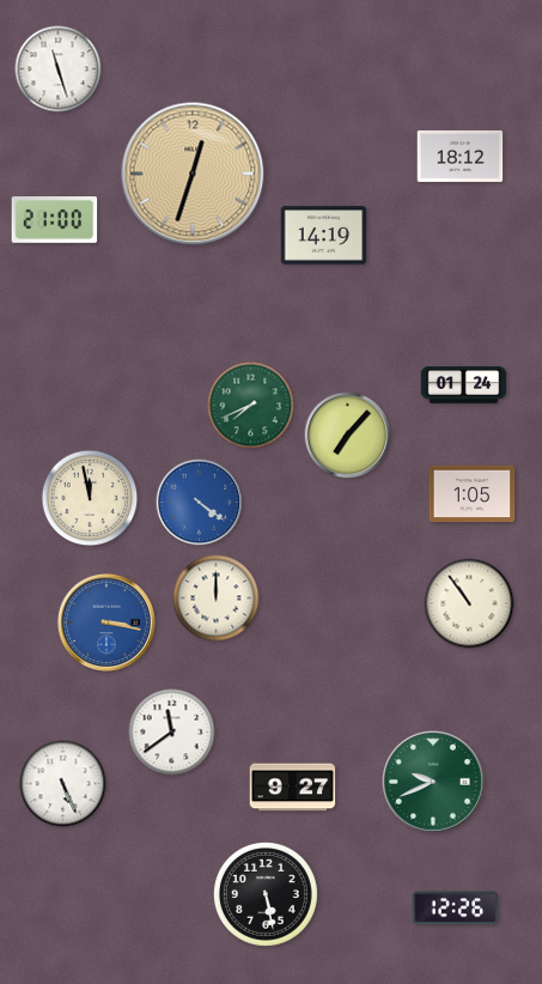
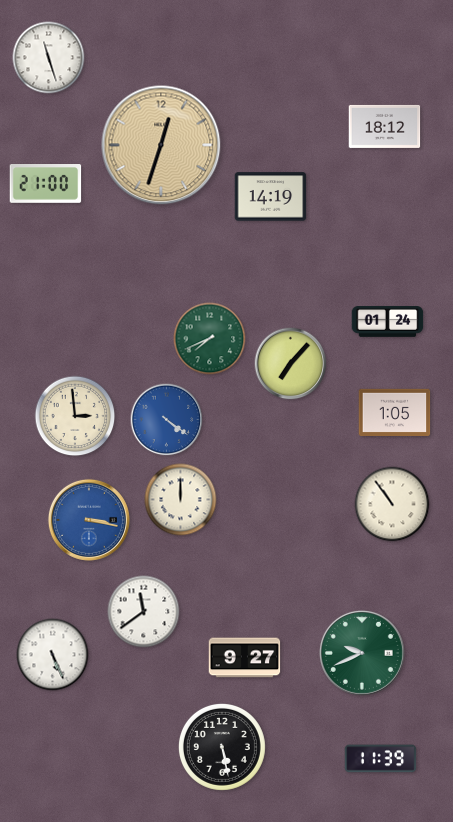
clock at (461, 156) position: (461, 156) -> (385, 126)
clock at (90, 498): 11:58 -> 2:59
clock at (456, 909): 12:26 -> 11:39
